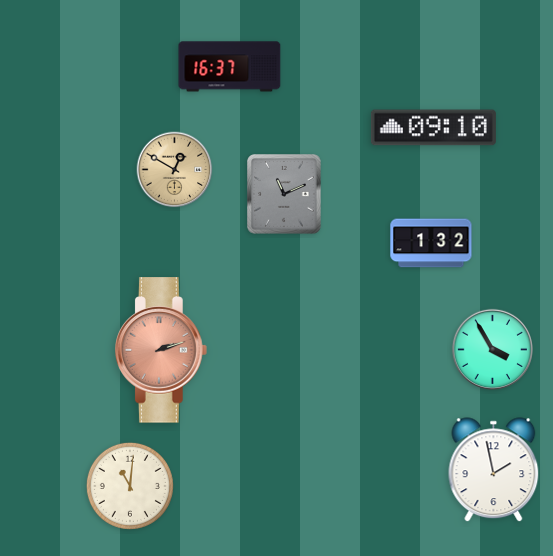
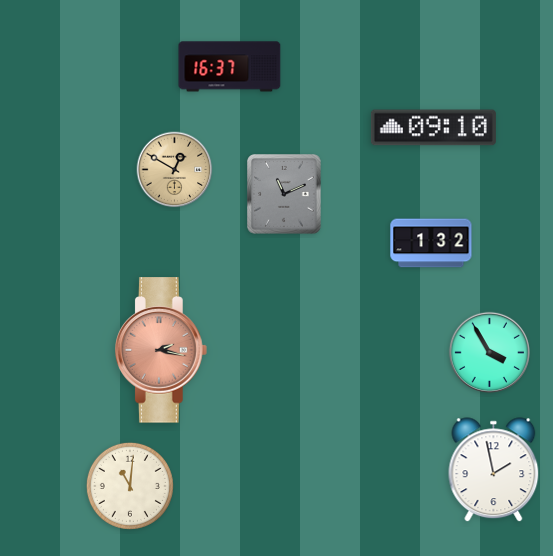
clock at (492, 349) position: (492, 349) -> (489, 352)
clock at (162, 350): 2:12 -> 2:17
